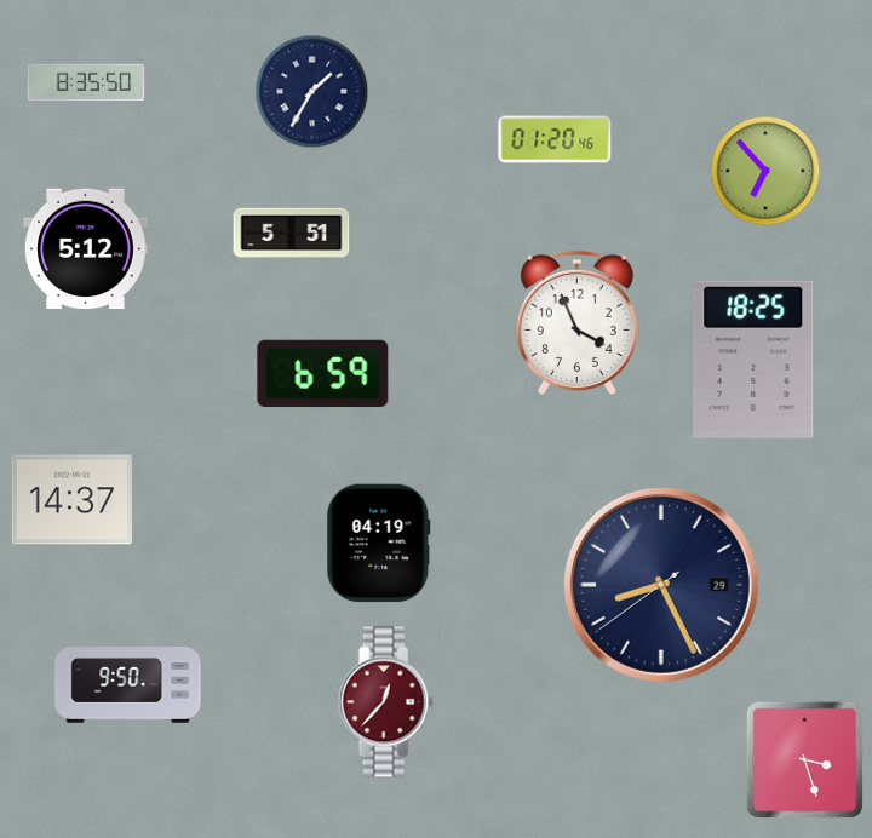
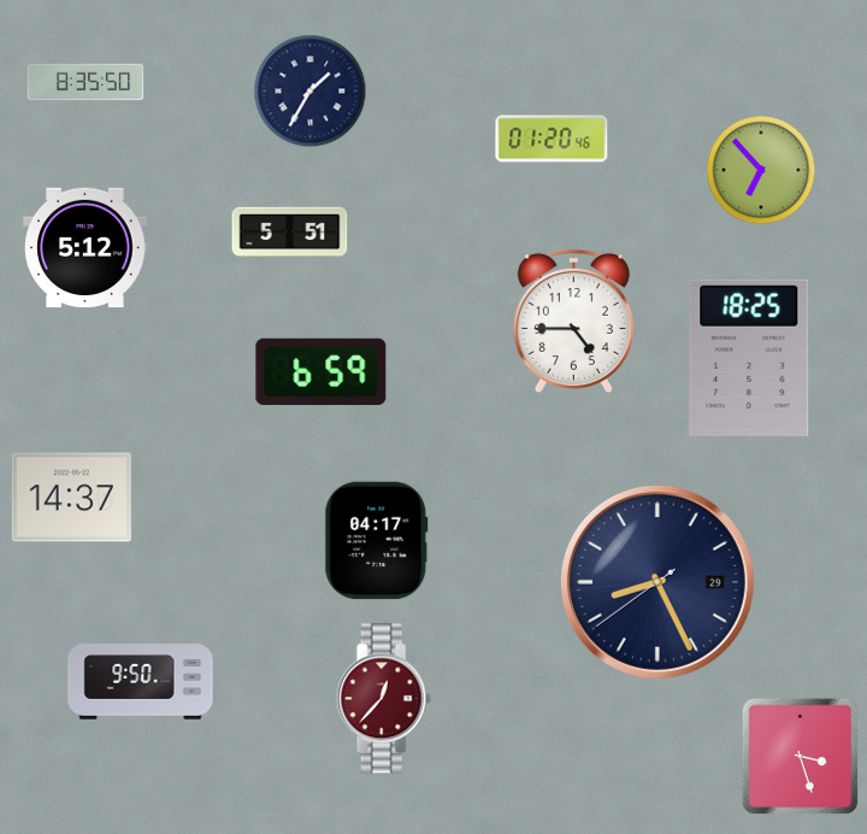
clock at (576, 322): 3:56 -> 4:45
clock at (379, 544): 04:19 -> 04:17
clock at (128, 685) position: (128, 685) -> (141, 682)
